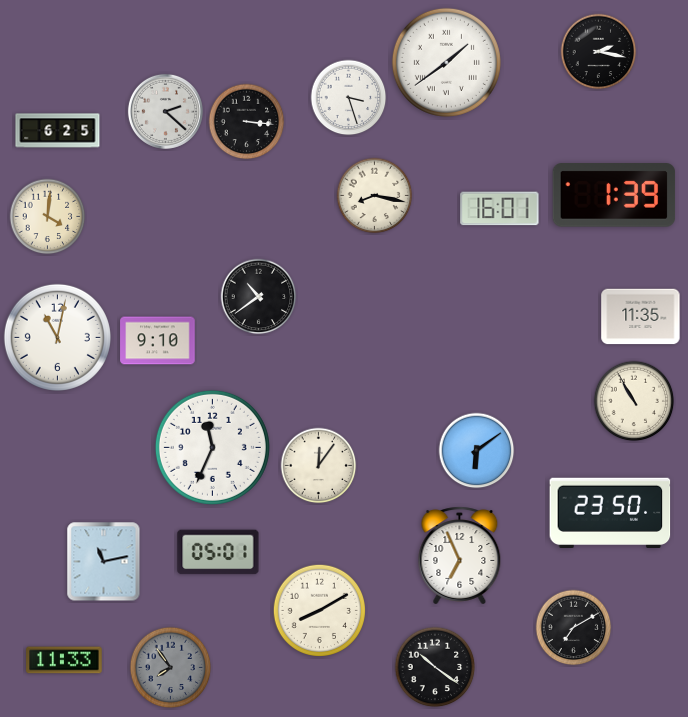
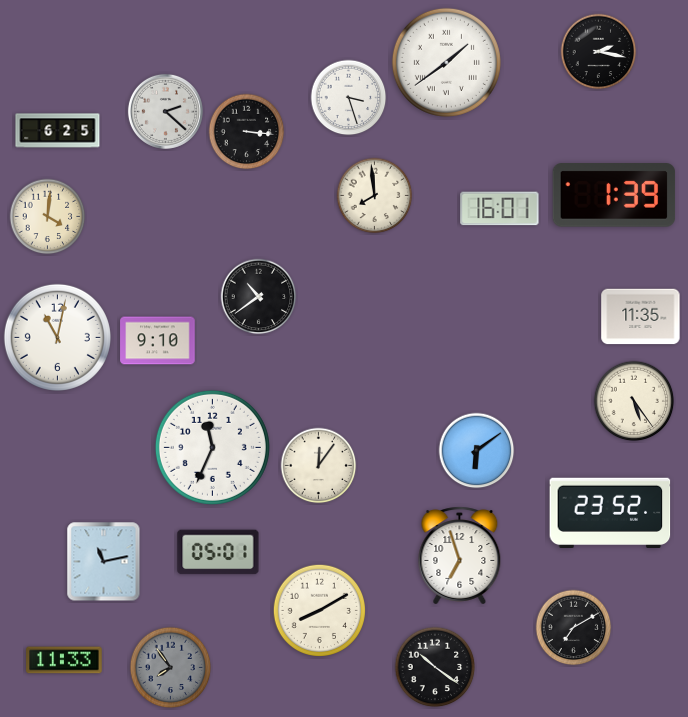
clock at (247, 122) position: (247, 122) -> (247, 132)
clock at (375, 196): 8:17 -> 7:59
clock at (634, 401): 10:55 -> 5:24
clock at (610, 512): 23:50 -> 23:52
clock at (460, 556): 6:56 -> 6:57
